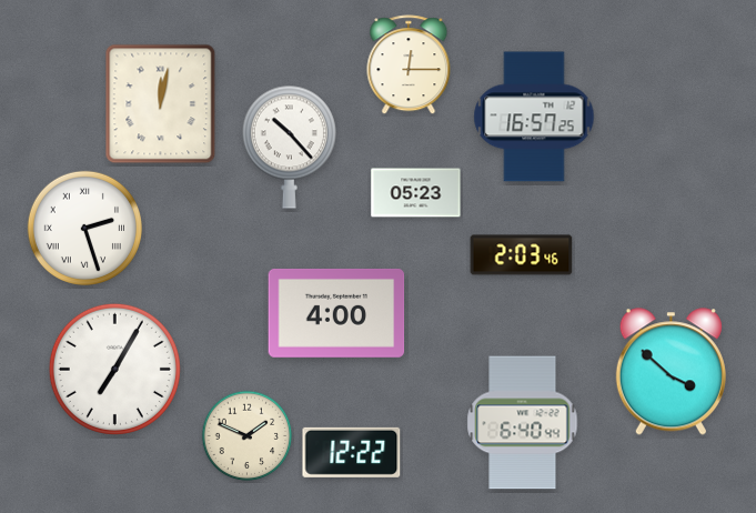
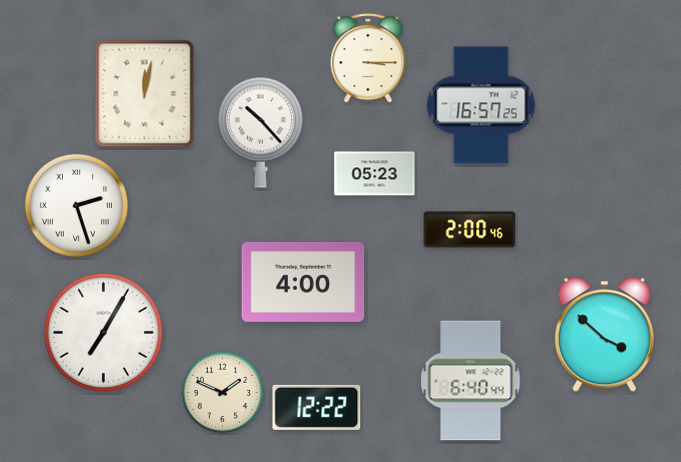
clock at (409, 66): 12:15 -> 3:15
clock at (522, 255): 2:03 -> 2:00
